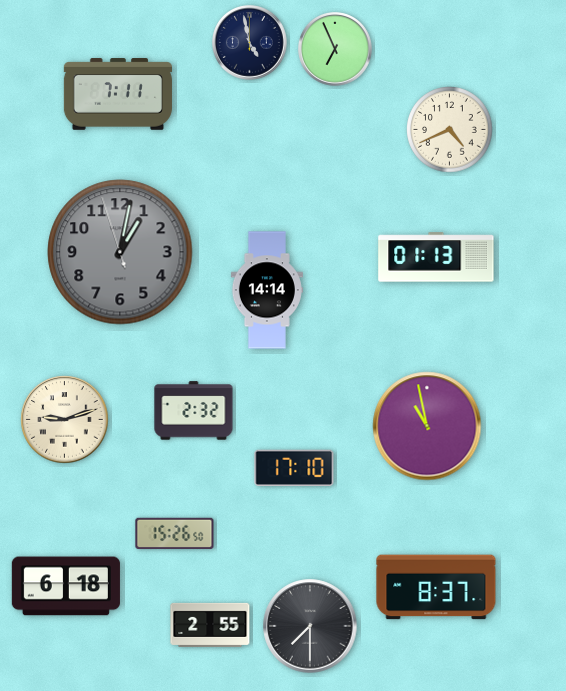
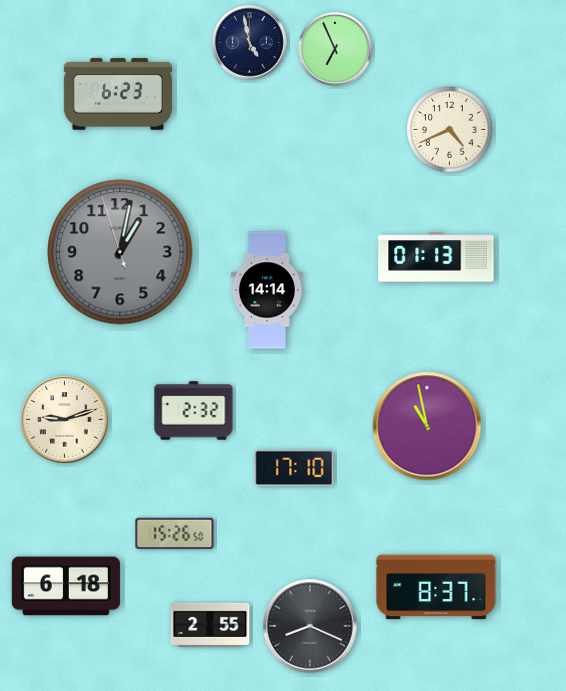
clock at (118, 94): 7:11 -> 6:23
clock at (310, 626): 7:30 -> 8:19
